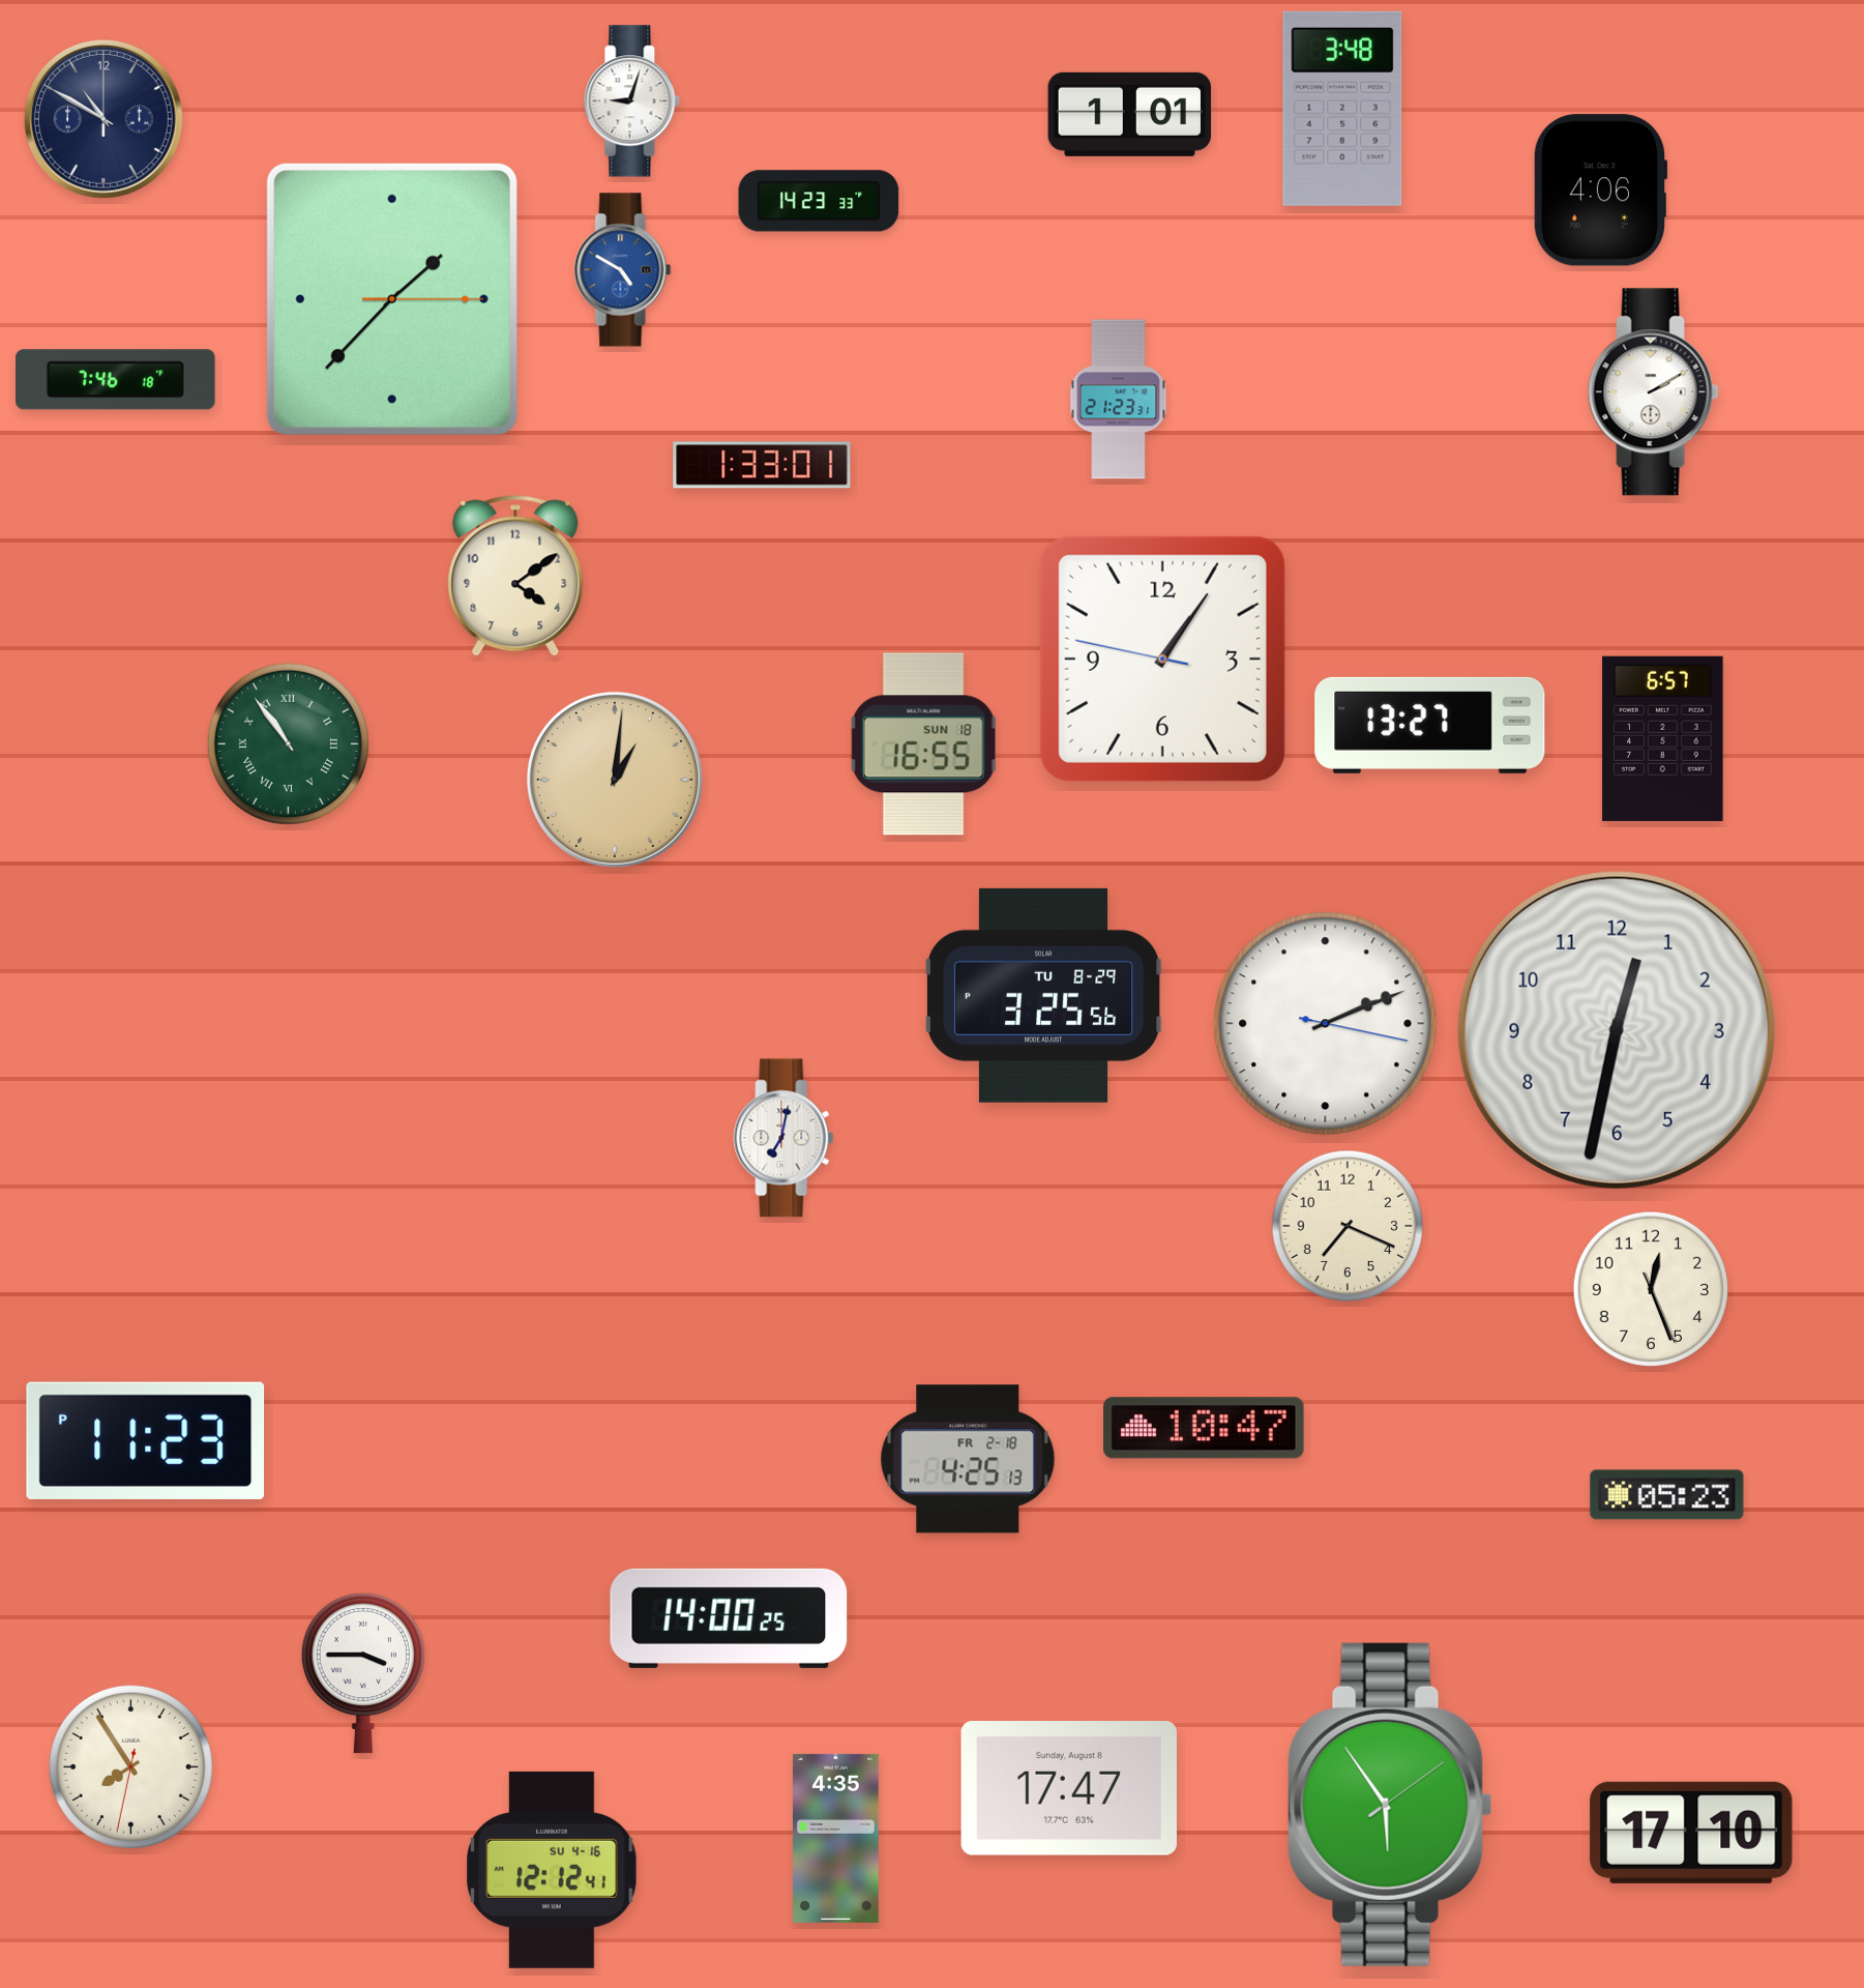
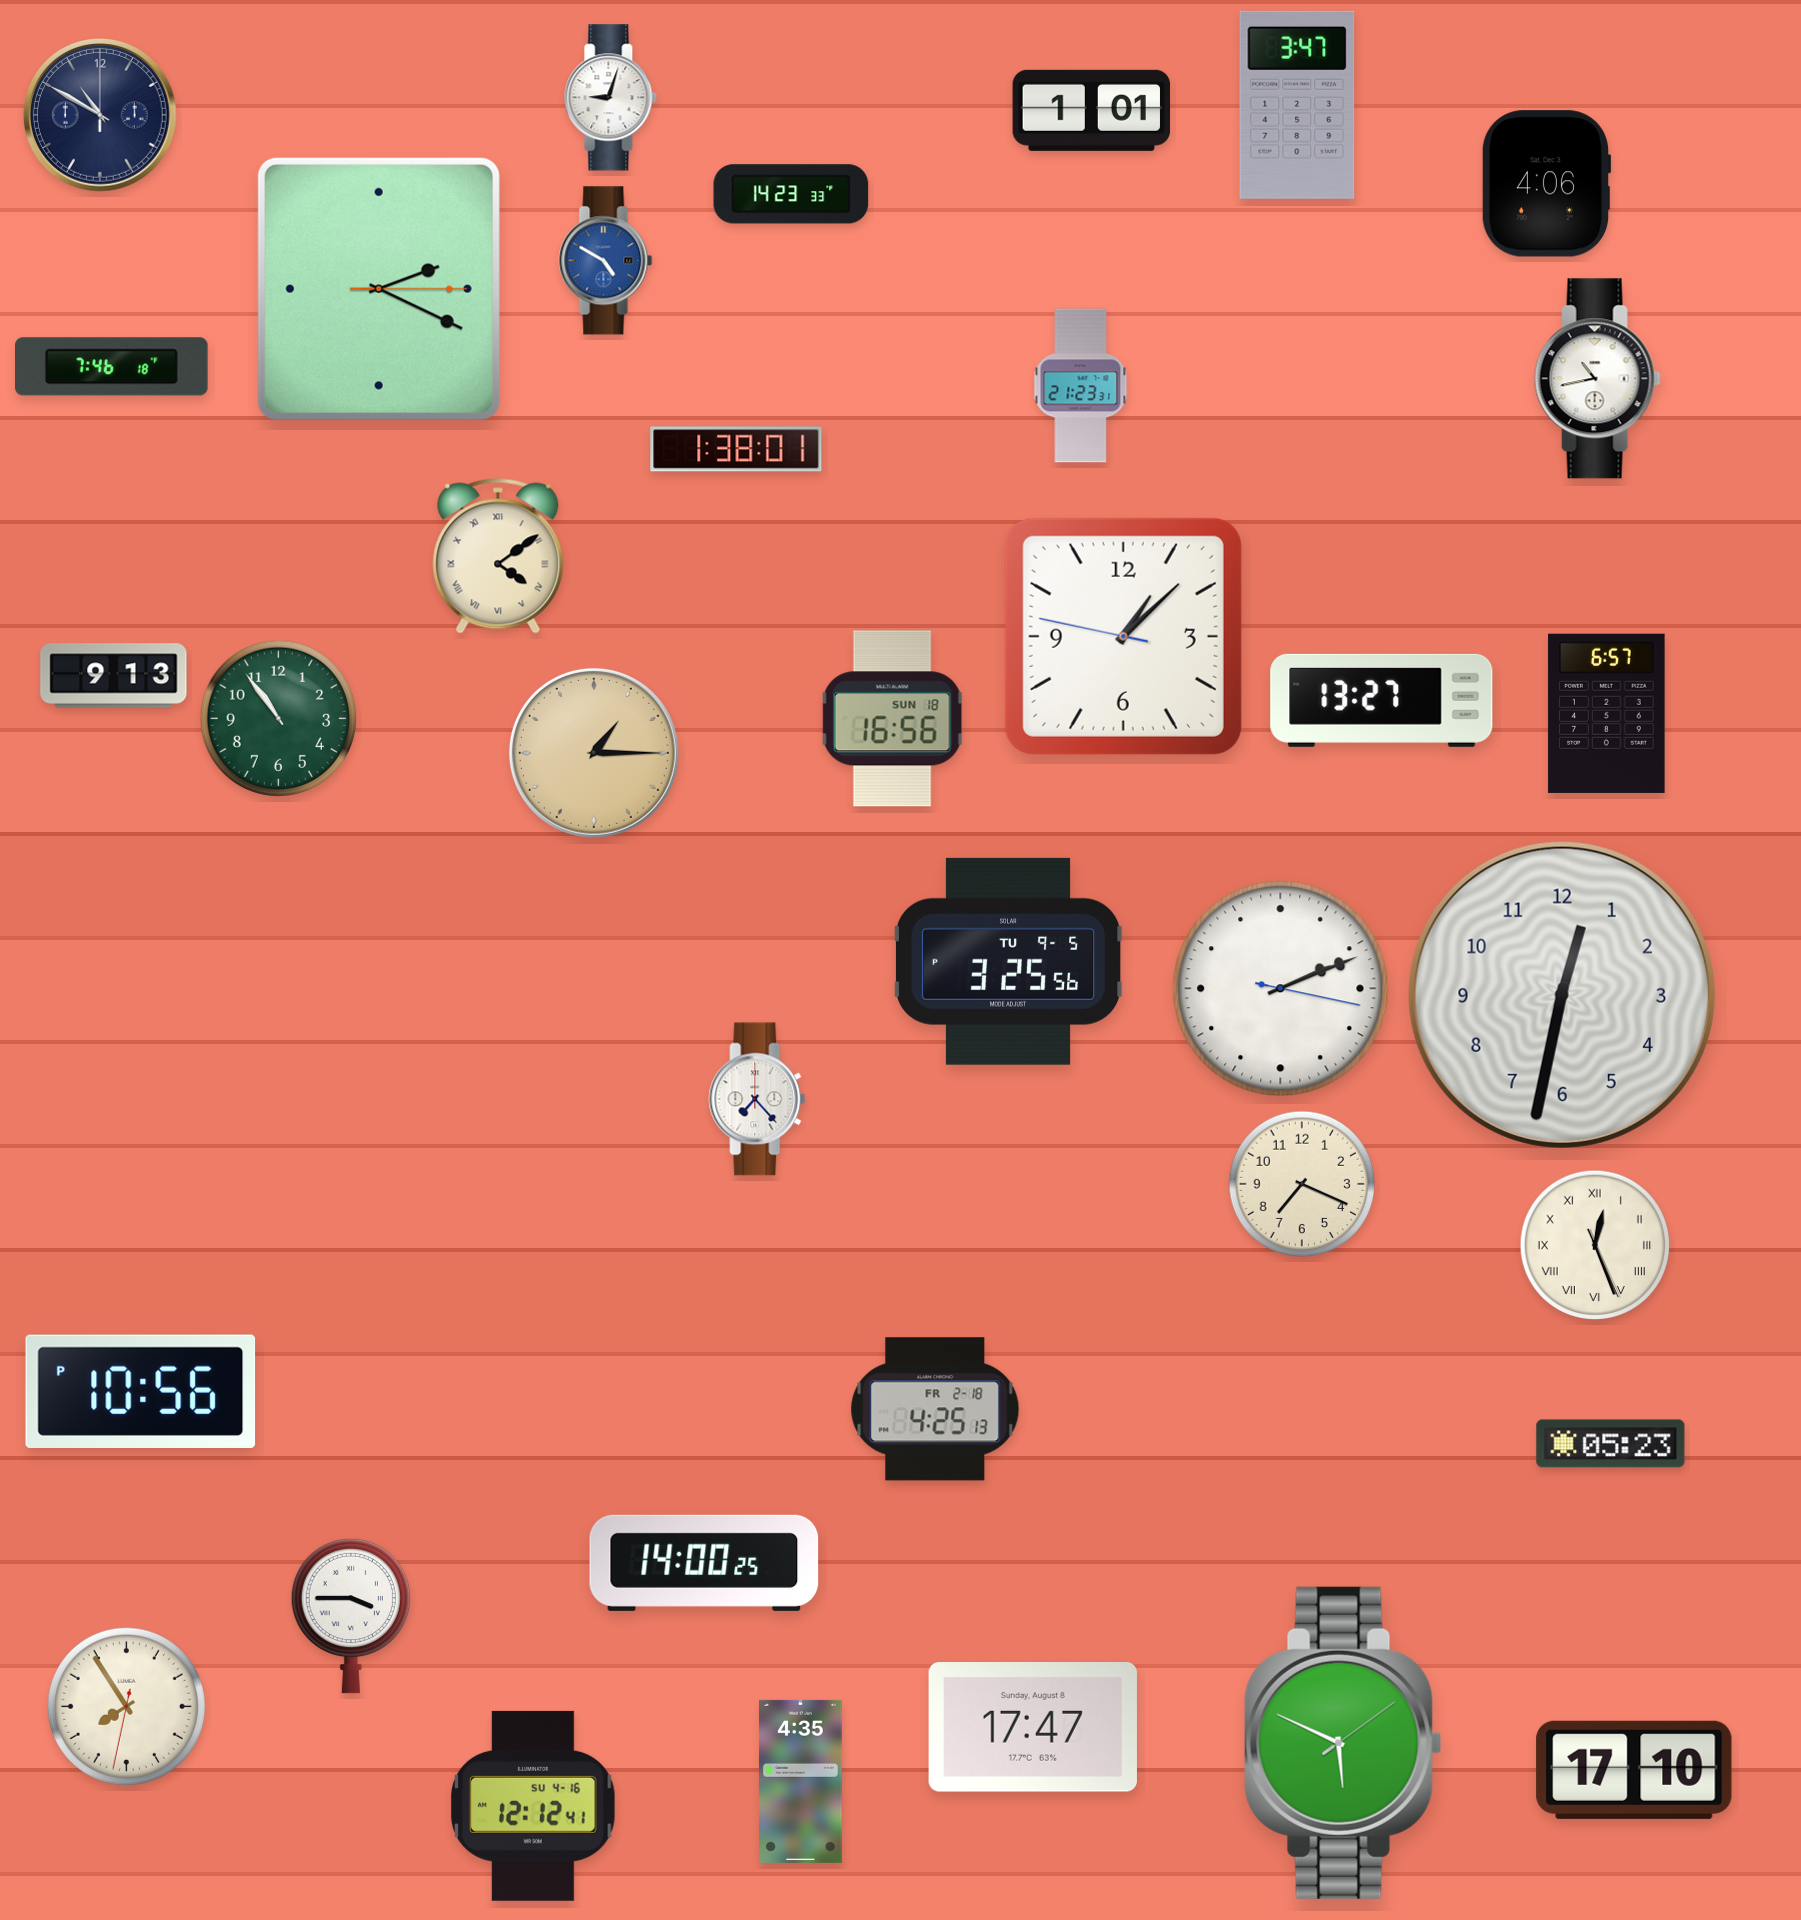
clock at (1342, 109): 3:48 -> 3:47
clock at (623, 270) position: (623, 270) -> (606, 261)
clock at (392, 299): 1:37 -> 2:19
clock at (1653, 392): 2:10 -> 10:43
clock at (762, 465): 1:33 -> 1:38
clock at (515, 576) numerals: Arabic -> Roman
clock at (1162, 659): 1:05 -> 1:07
clock at (114, 676): none -> 9:13
clock at (288, 743) numerals: Roman -> Arabic
clock at (924, 744): 16:55 -> 16:56
clock at (615, 780): 1:01 -> 1:15
clock at (1044, 995) date: TU 8-29 -> TU 9-5
clock at (783, 1138): 7:02 -> 7:23
clock at (1650, 1288) numerals: Arabic -> Roman
clock at (1204, 1428): 10:47 -> none
clock at (146, 1440): 11:23 -> 10:56
clock at (1390, 1805): 5:54 -> 5:49
clock at (836, 1838) position: (836, 1838) -> (801, 1781)
